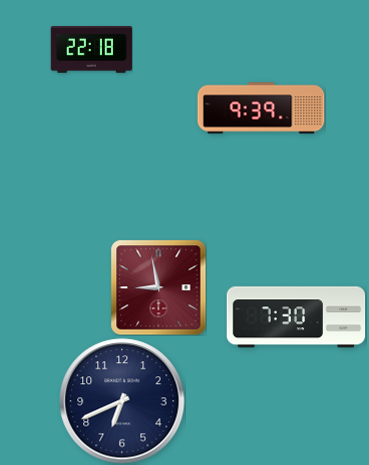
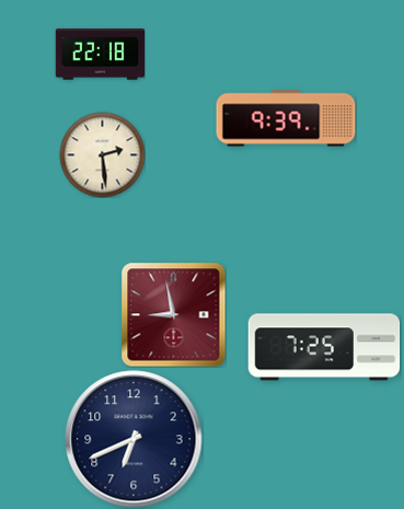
clock at (102, 154): none -> 2:29
clock at (296, 317): 7:30 -> 7:25
